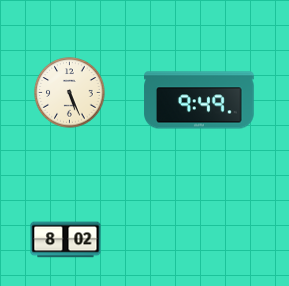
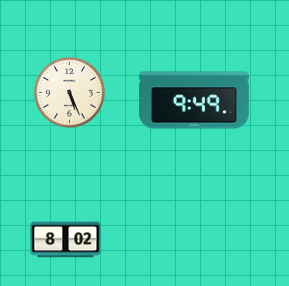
clock at (199, 100) position: (199, 100) -> (194, 100)
